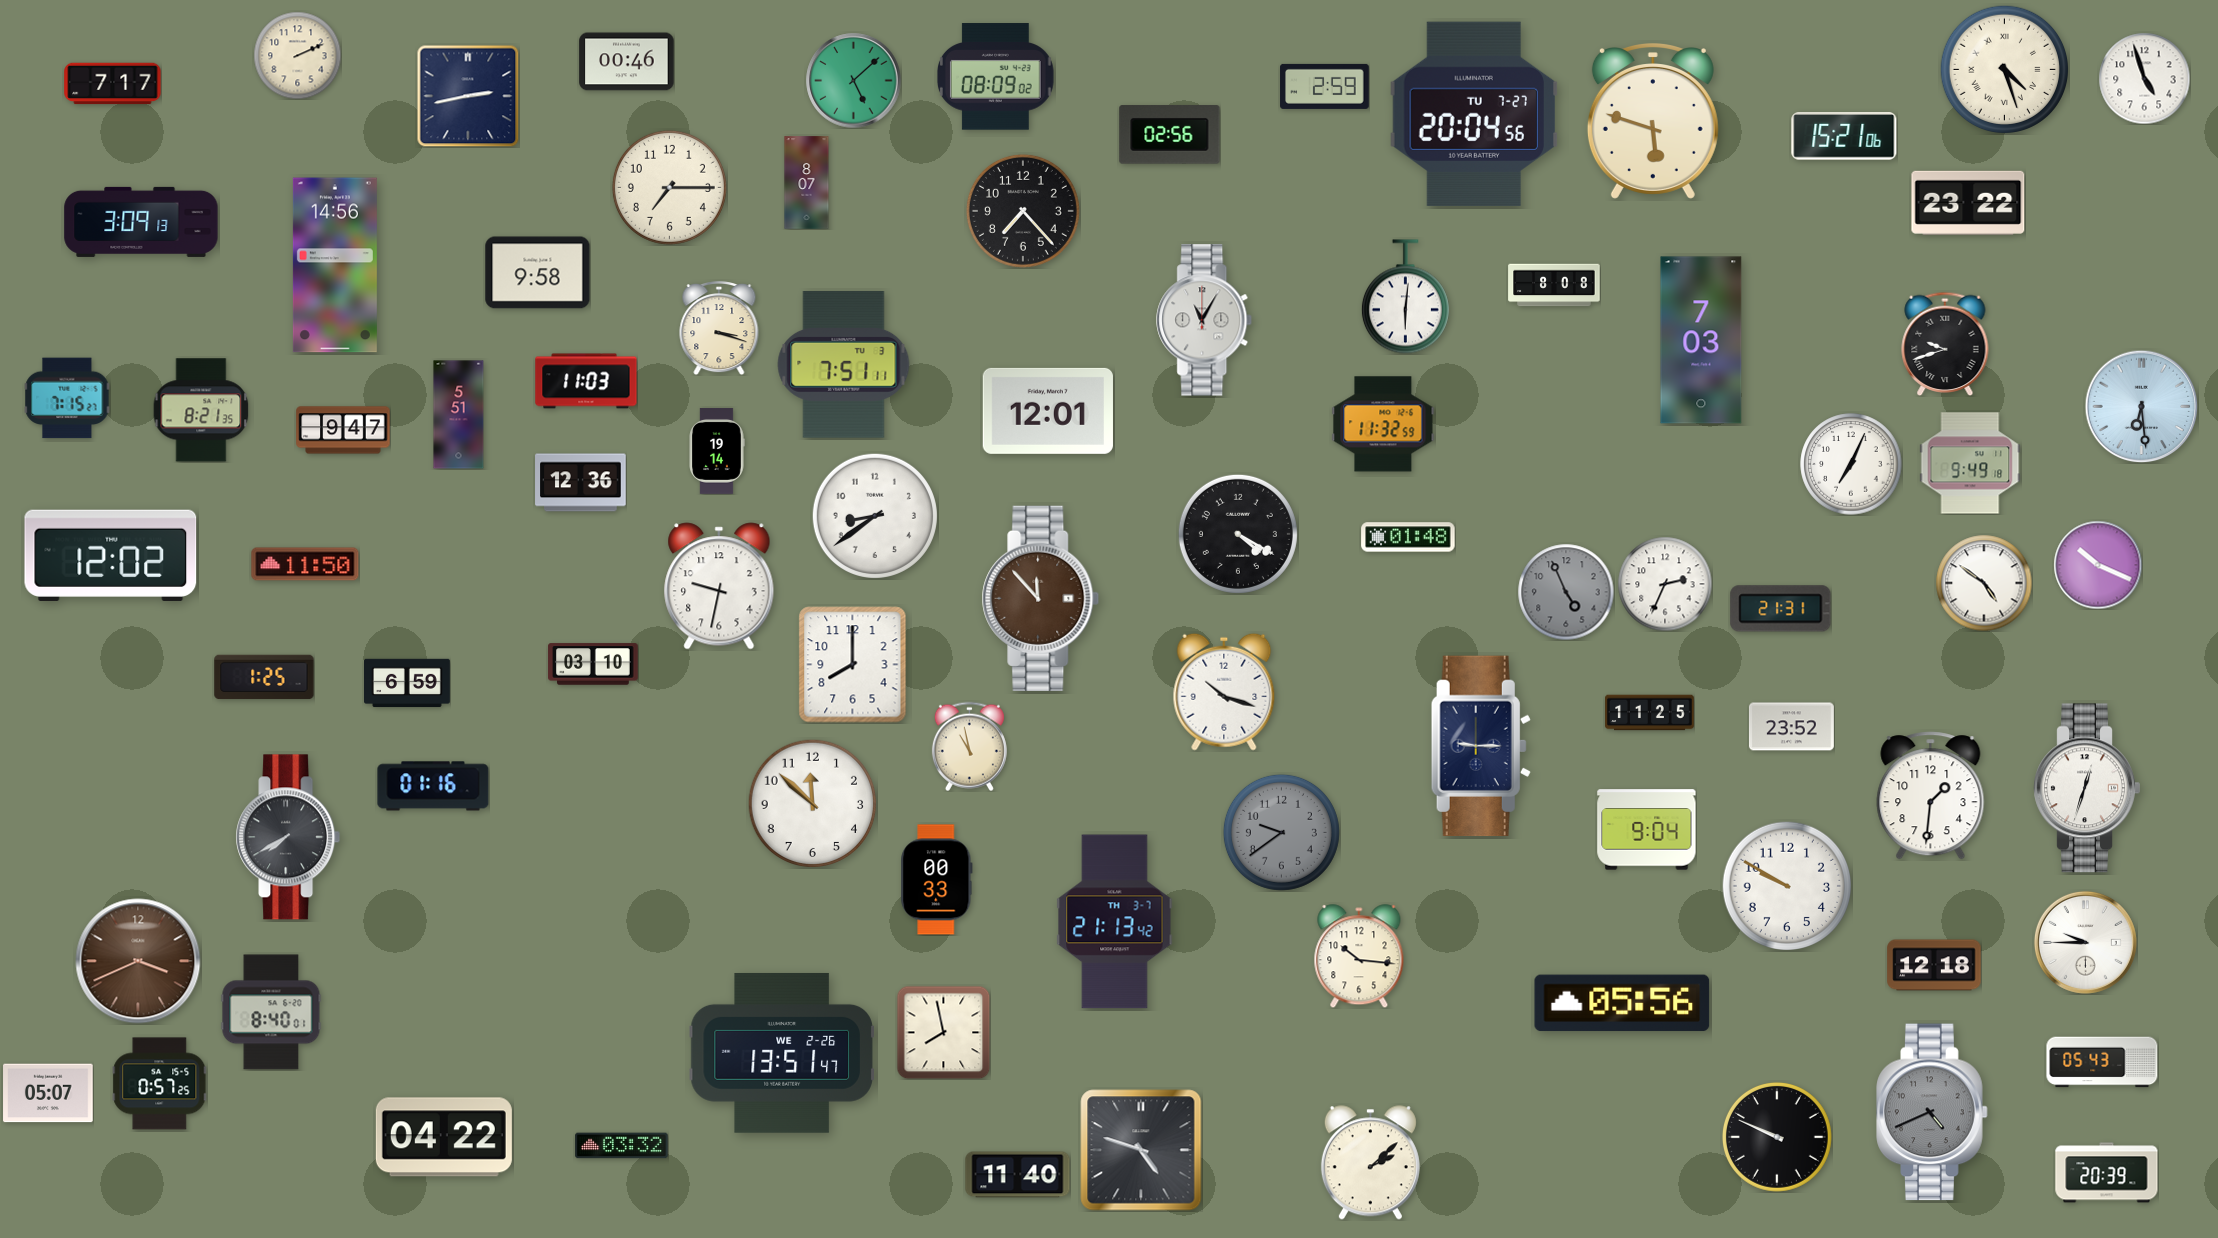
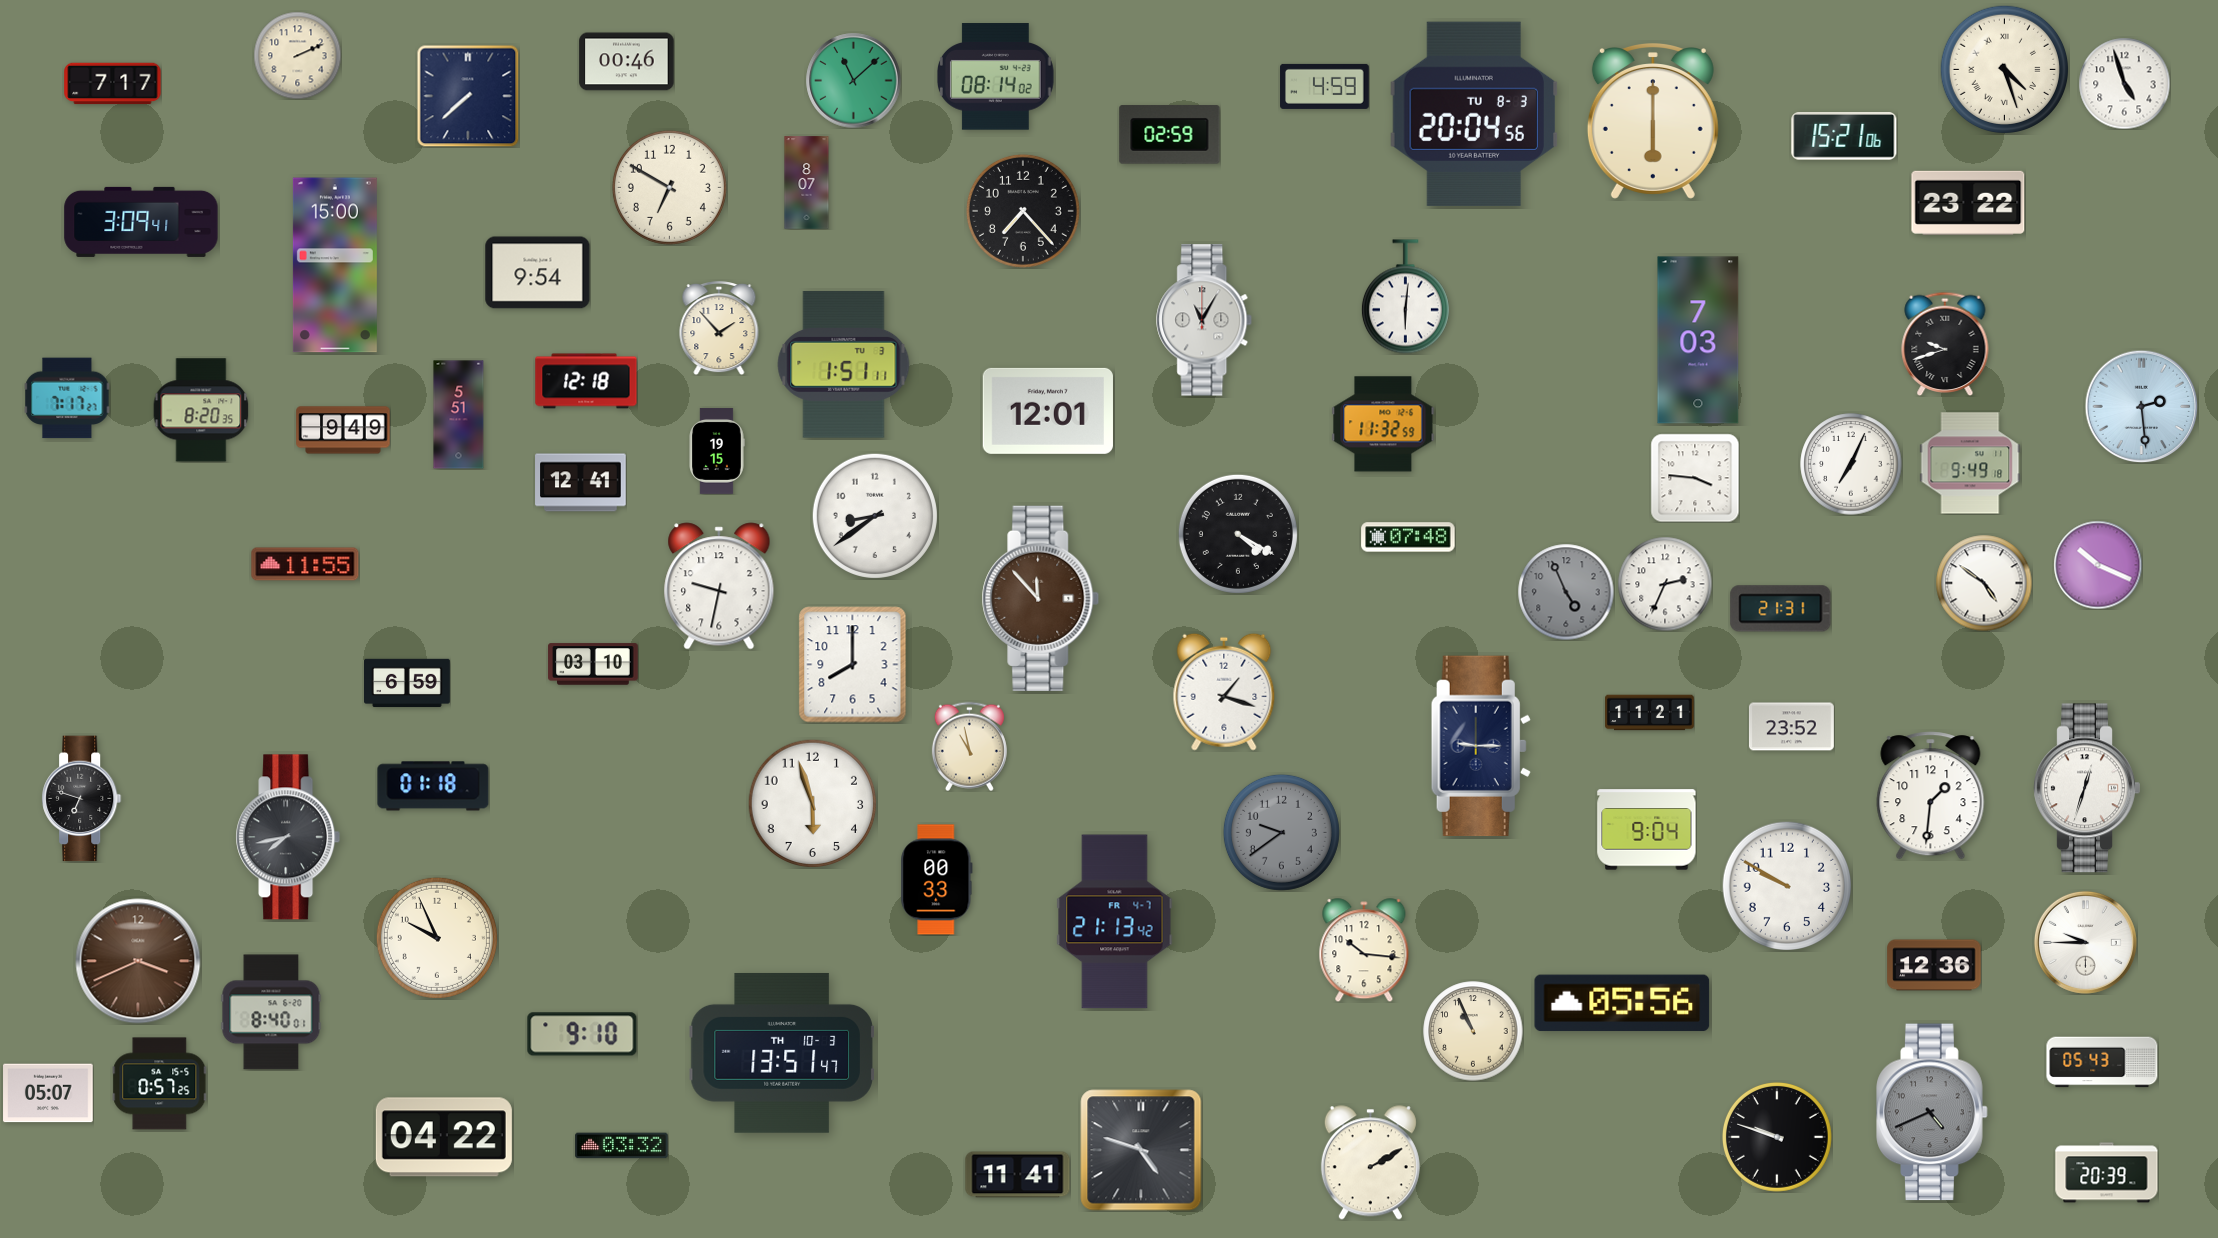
clock at (995, 77): 08:09 -> 08:14
clock at (2144, 78) position: (2144, 78) -> (2124, 83)
clock at (854, 81): 5:08 -> 11:08
clock at (1325, 86): 2:59 -> 4:59
clock at (468, 96): 2:43 -> 7:38
clock at (1474, 114) date: TU 7-27 -> TU 8-3
clock at (1653, 122): 5:48 -> 6:00
clock at (1170, 135): 02:56 -> 02:59
clock at (669, 187): 7:15 -> 6:50
clock at (141, 222): 3:09:13 -> 3:09:41
clock at (335, 265): 14:56 -> 15:00
clock at (538, 273): 9:58 -> 9:54
clock at (1554, 285): 8:08 -> none
clock at (719, 328): 3:18 -> 1:53
clock at (1701, 340) position: (1701, 340) -> (1698, 340)
clock at (844, 365): 7:51 -> 1:51
clock at (586, 381): 11:03 -> 12:18
clock at (67, 398): 7:15 -> 7:17
clock at (2141, 406): 6:29 -> 2:29
clock at (201, 410): 8:21 -> 8:20
clock at (343, 430): 9:47 -> 9:49
clock at (717, 451): 19:14 -> 19:15
clock at (1695, 478): none -> 3:46
clock at (581, 483): 12:36 -> 12:41
clock at (1408, 537): 01:48 -> 07:48
clock at (111, 555): 12:02 -> none
clock at (305, 564): 11:50 -> 11:55
clock at (264, 677): 1:25 -> none
clock at (1224, 692): 10:18 -> 1:18
clock at (1650, 713): 11:25 -> 11:21
clock at (433, 786): 01:16 -> 01:18
clock at (82, 799): none -> 6:48
clock at (812, 803): 11:52 -> 5:57
clock at (288, 837): 7:40 -> 7:43
clock at (1115, 922) date: TH 3-7 -> FR 4-7
clock at (437, 938): none -> 9:56
clock at (1359, 956) position: (1359, 956) -> (1364, 950)
clock at (1934, 965): 12:18 -> 12:36
clock at (1473, 1031): none -> 10:56
clock at (943, 1032): 7:58 -> none
clock at (582, 1034): none -> 9:10
clock at (782, 1053) date: WE 2-26 -> TH 10-3
clock at (1777, 1137): 9:49 -> 9:48
clock at (1370, 1163): 2:08 -> 2:10
clock at (1018, 1175): 11:40 -> 11:41
